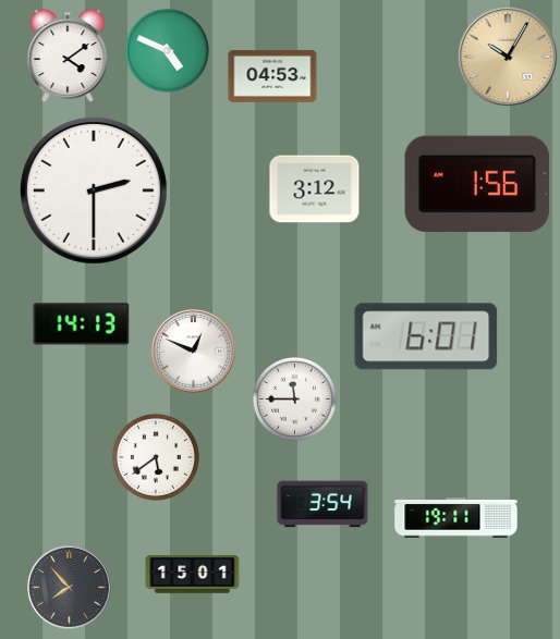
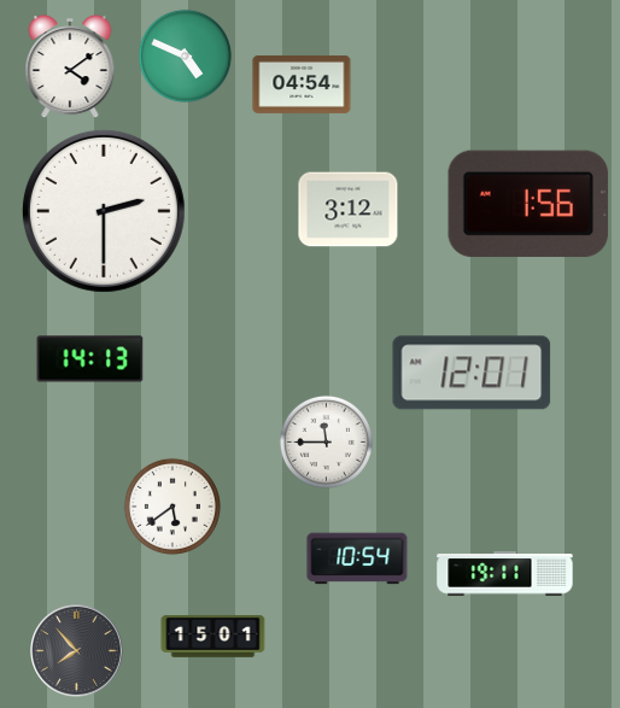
clock at (507, 56): 10:05 -> none
clock at (68, 57) position: (68, 57) -> (70, 68)
clock at (272, 76): 04:53 -> 04:54
clock at (426, 336): 6:01 -> 12:01
clock at (194, 352): 12:49 -> none
clock at (322, 504): 3:54 -> 10:54
